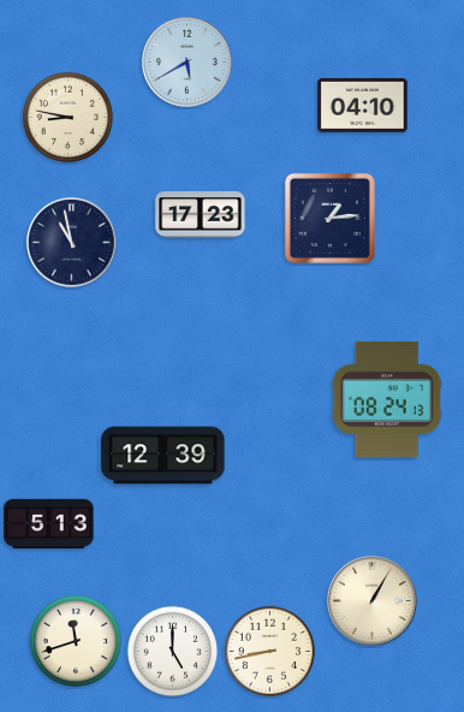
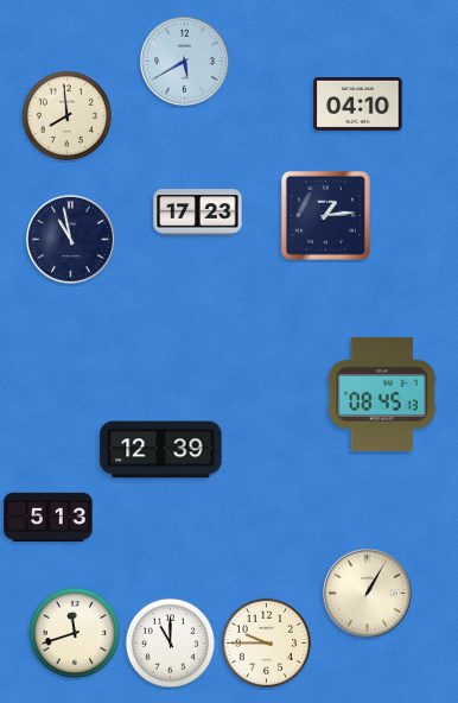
clock at (67, 117): 8:47 -> 7:59
clock at (387, 399): 08:24 -> 08:45
clock at (172, 651): 5:00 -> 11:00
clock at (269, 651): 8:43 -> 9:45
